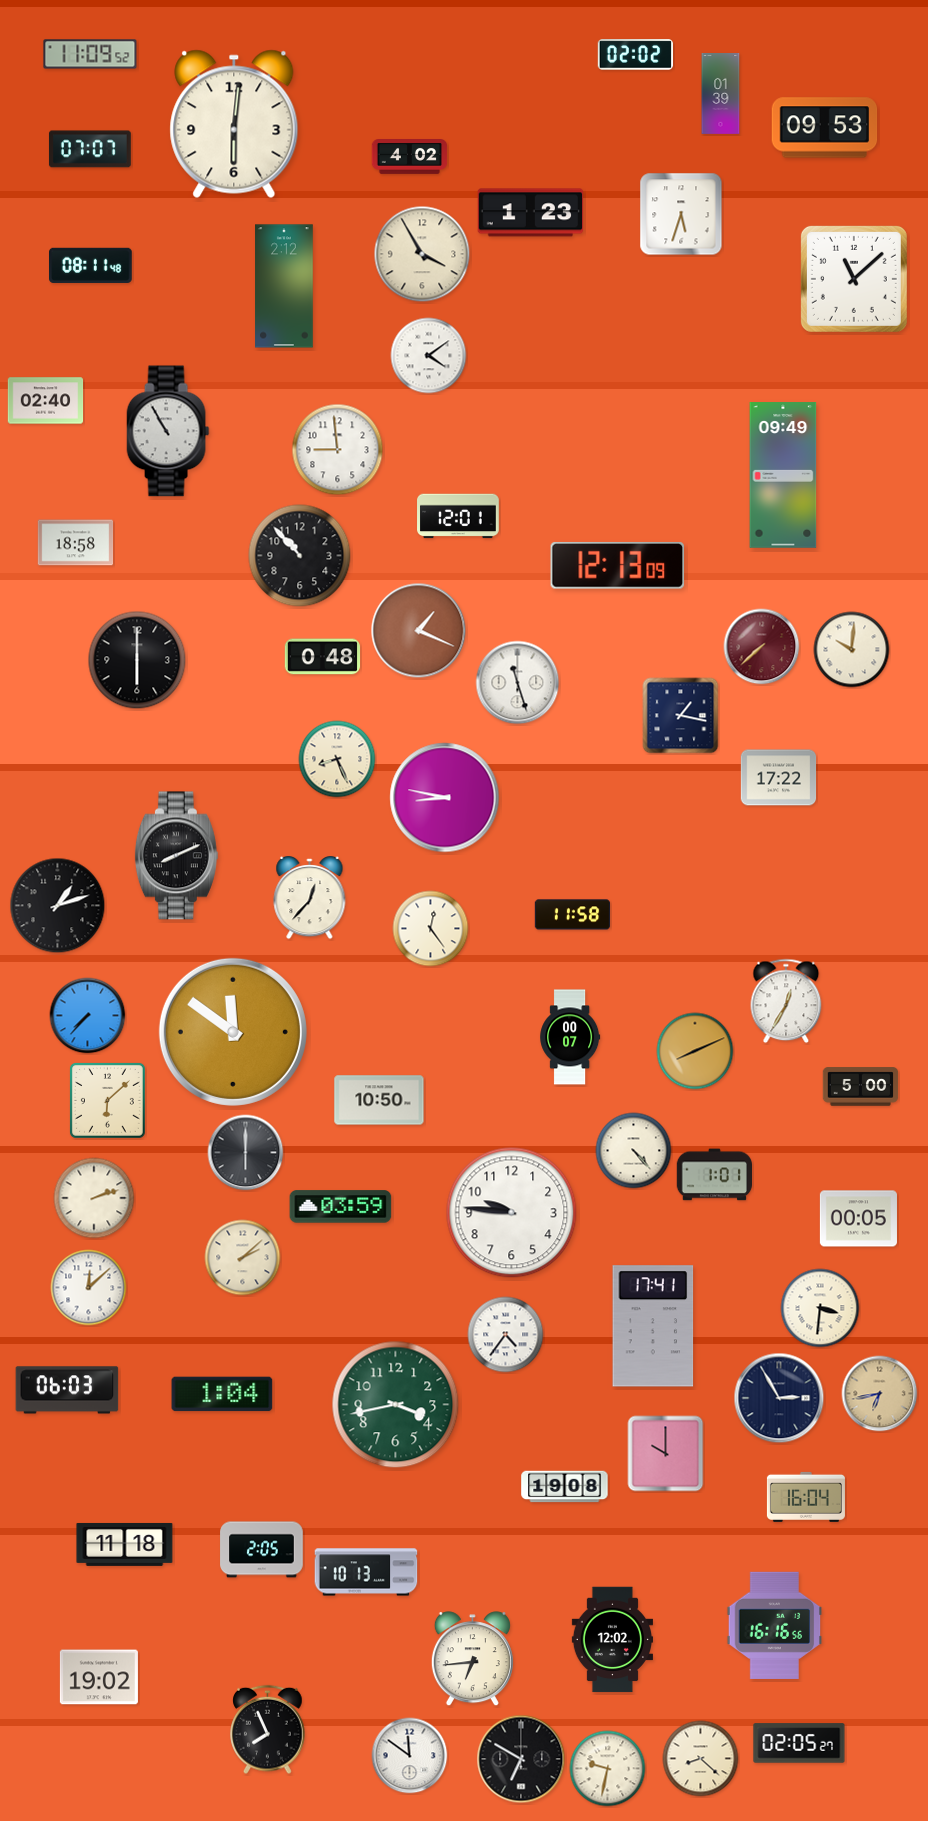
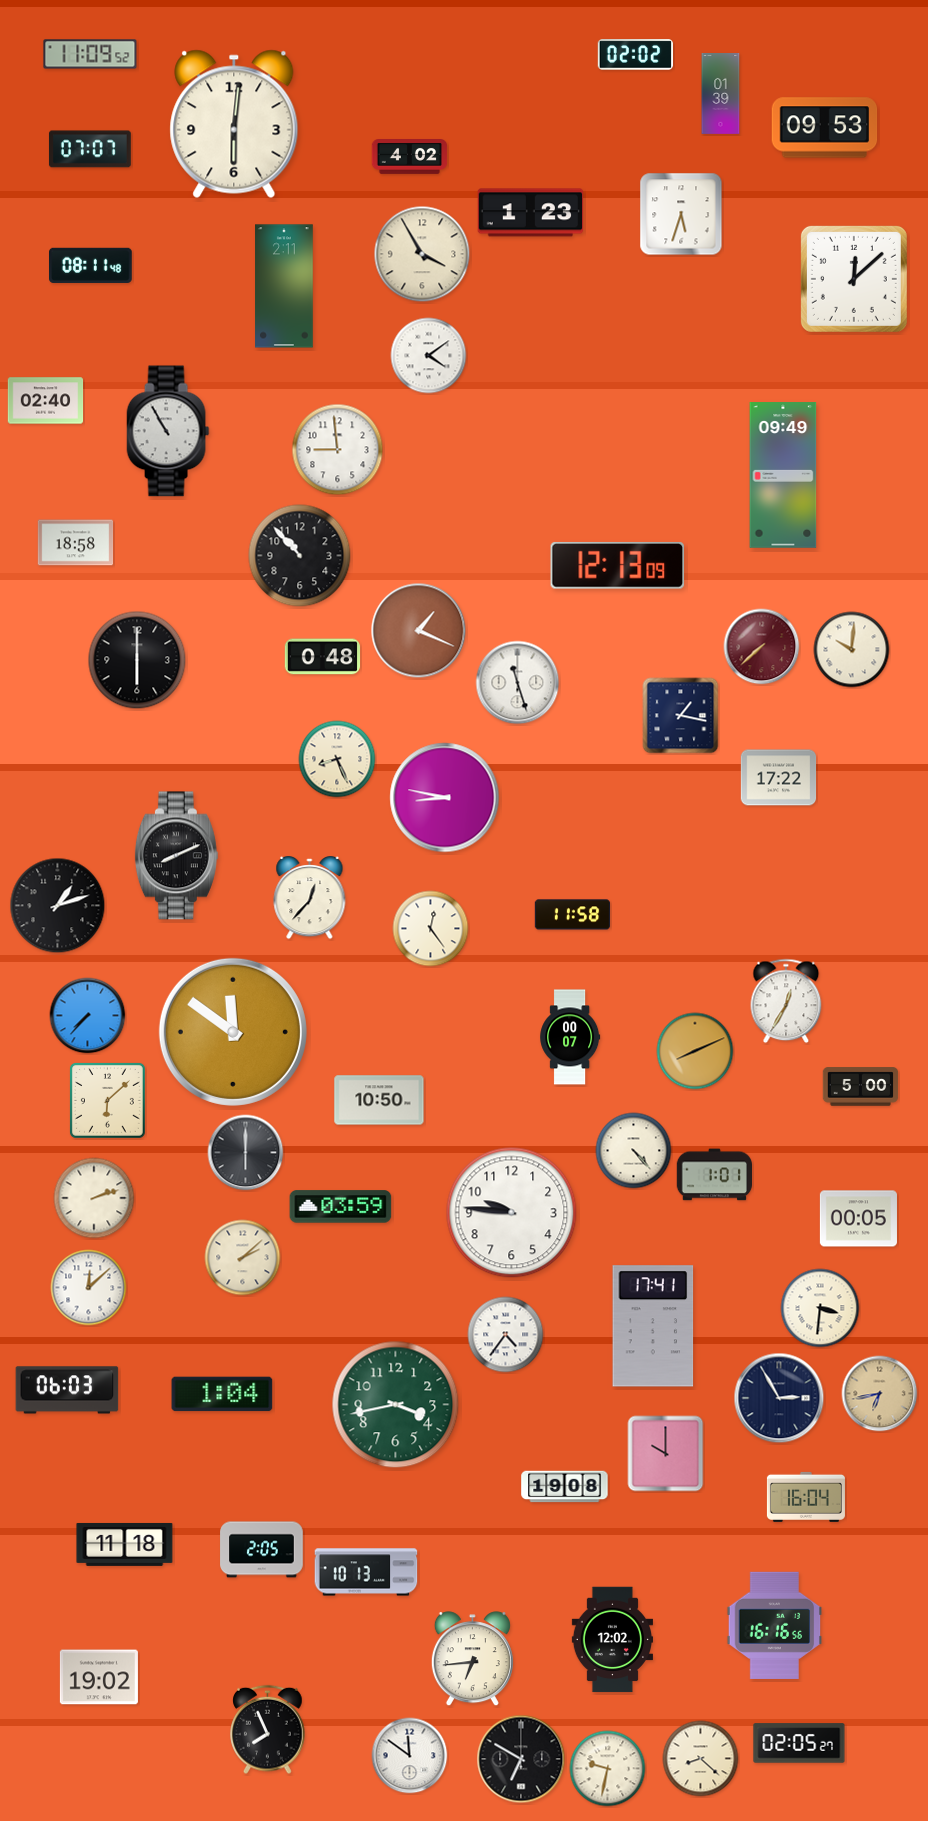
clock at (854, 279): 11:08 -> 12:08
clock at (284, 286): 2:12 -> 2:11
clock at (458, 516): 12:01 -> none
